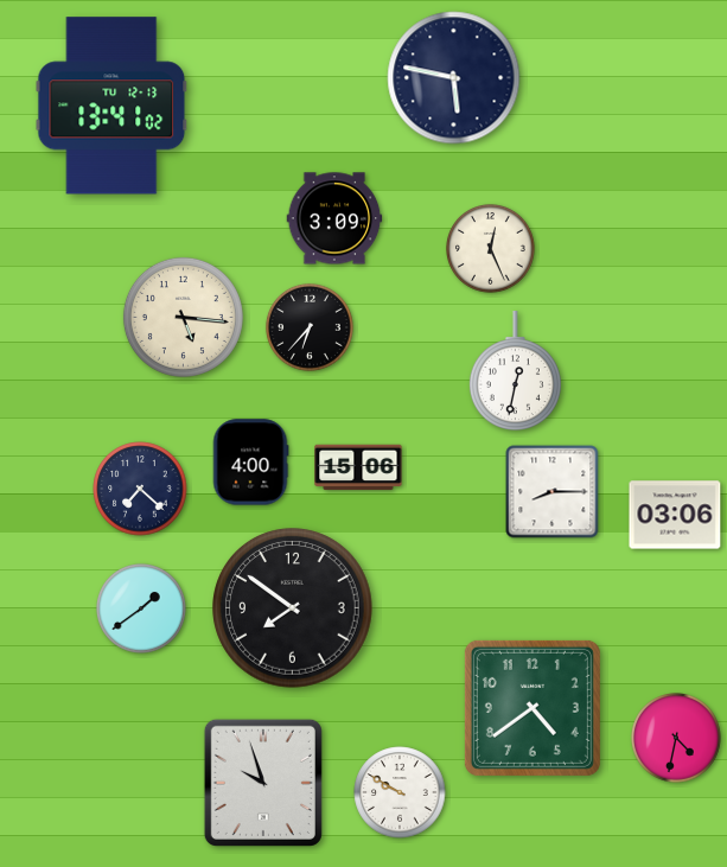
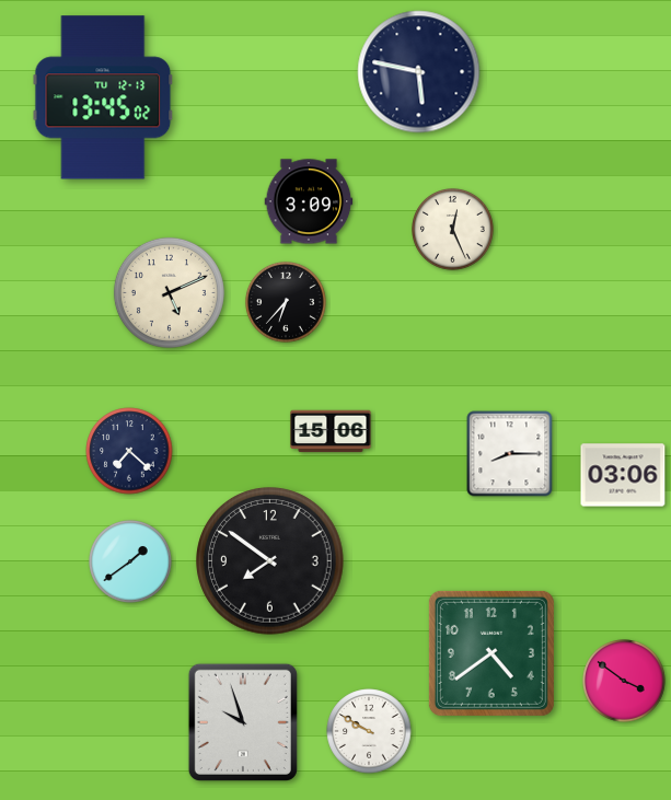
clock at (111, 106): 13:41 -> 13:45
clock at (183, 317): 5:16 -> 5:11
clock at (515, 371): 12:32 -> none
clock at (250, 463): 4:00 -> none
clock at (676, 738): 4:32 -> 3:51
